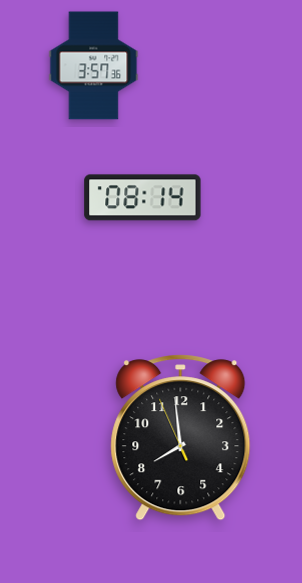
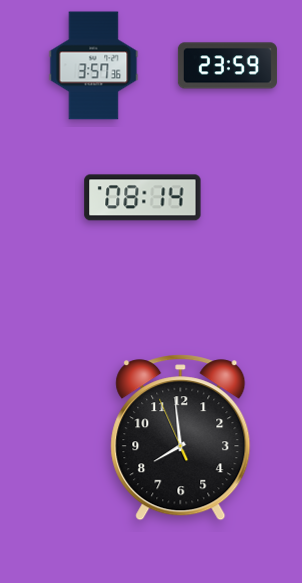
clock at (227, 66): none -> 23:59
